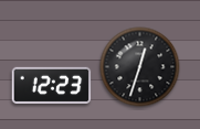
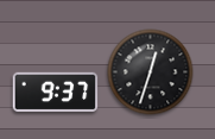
clock at (52, 85): 12:23 -> 9:37
